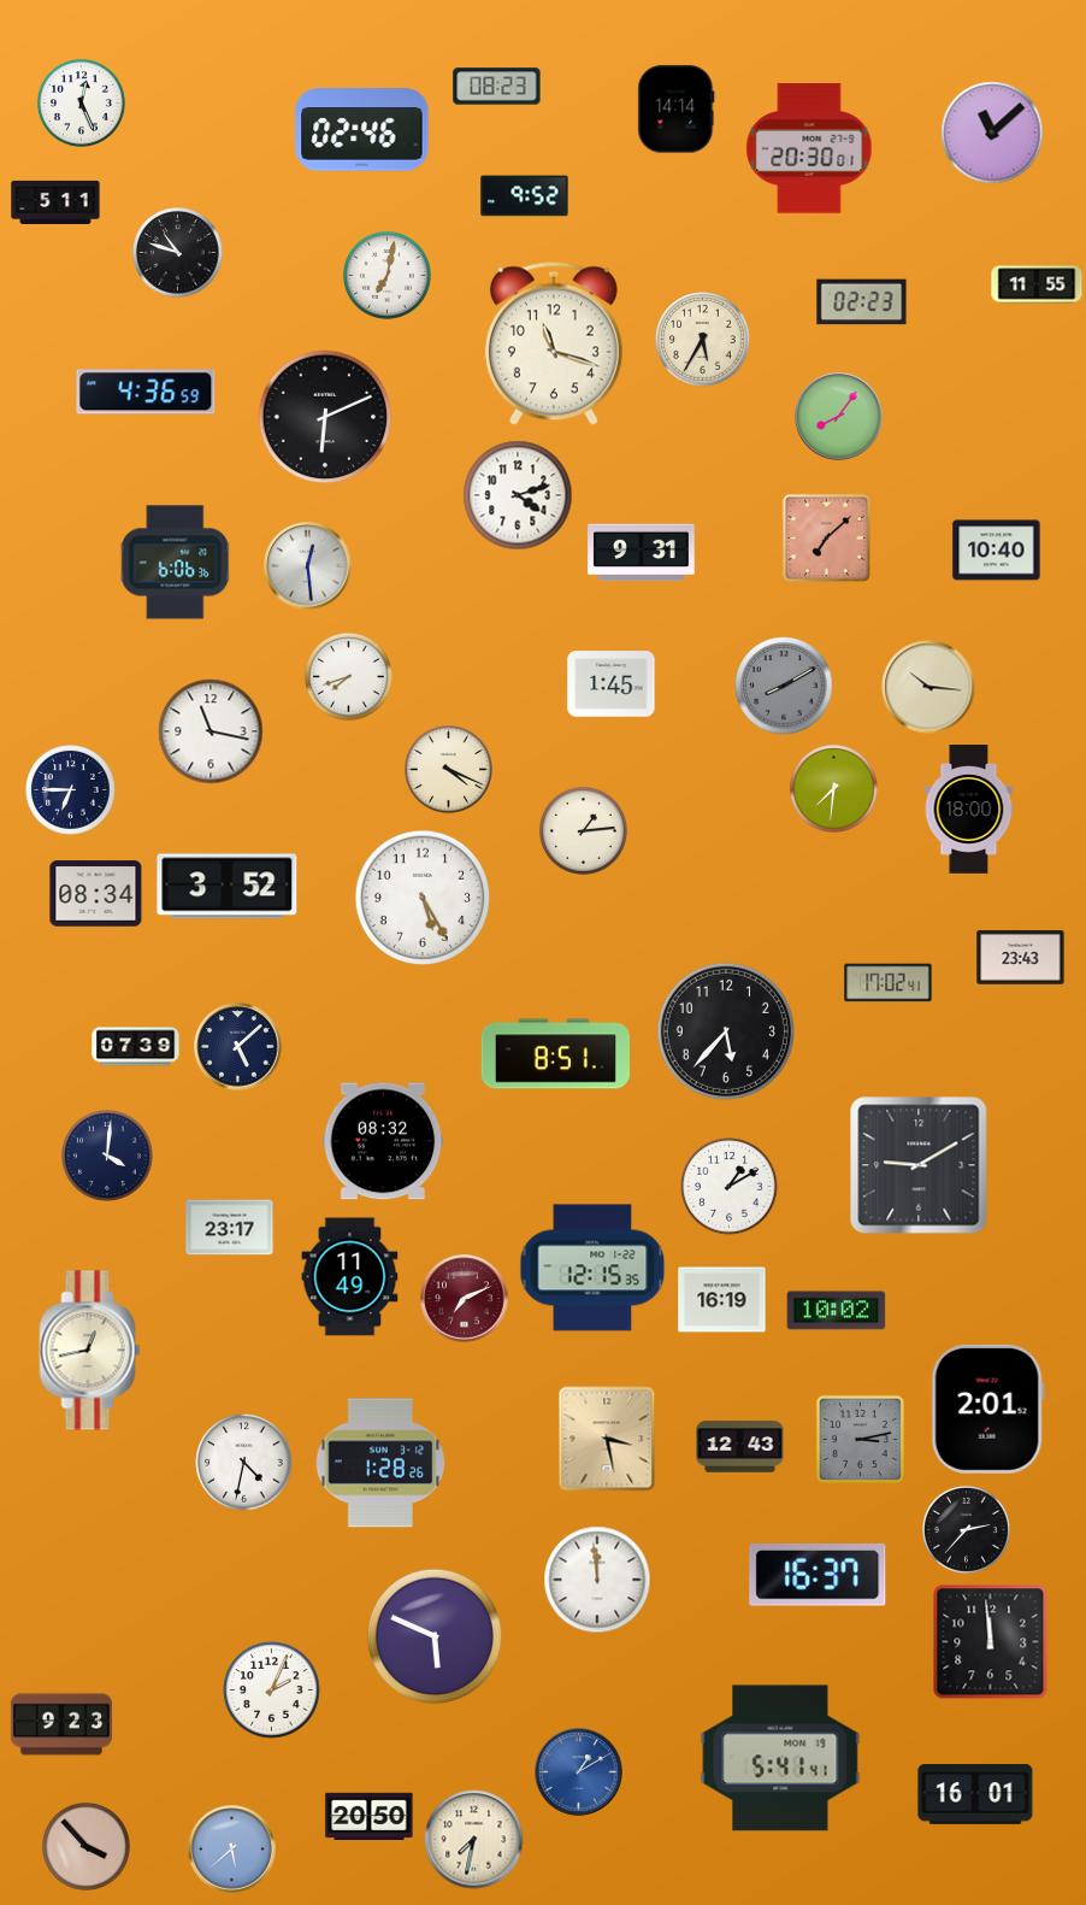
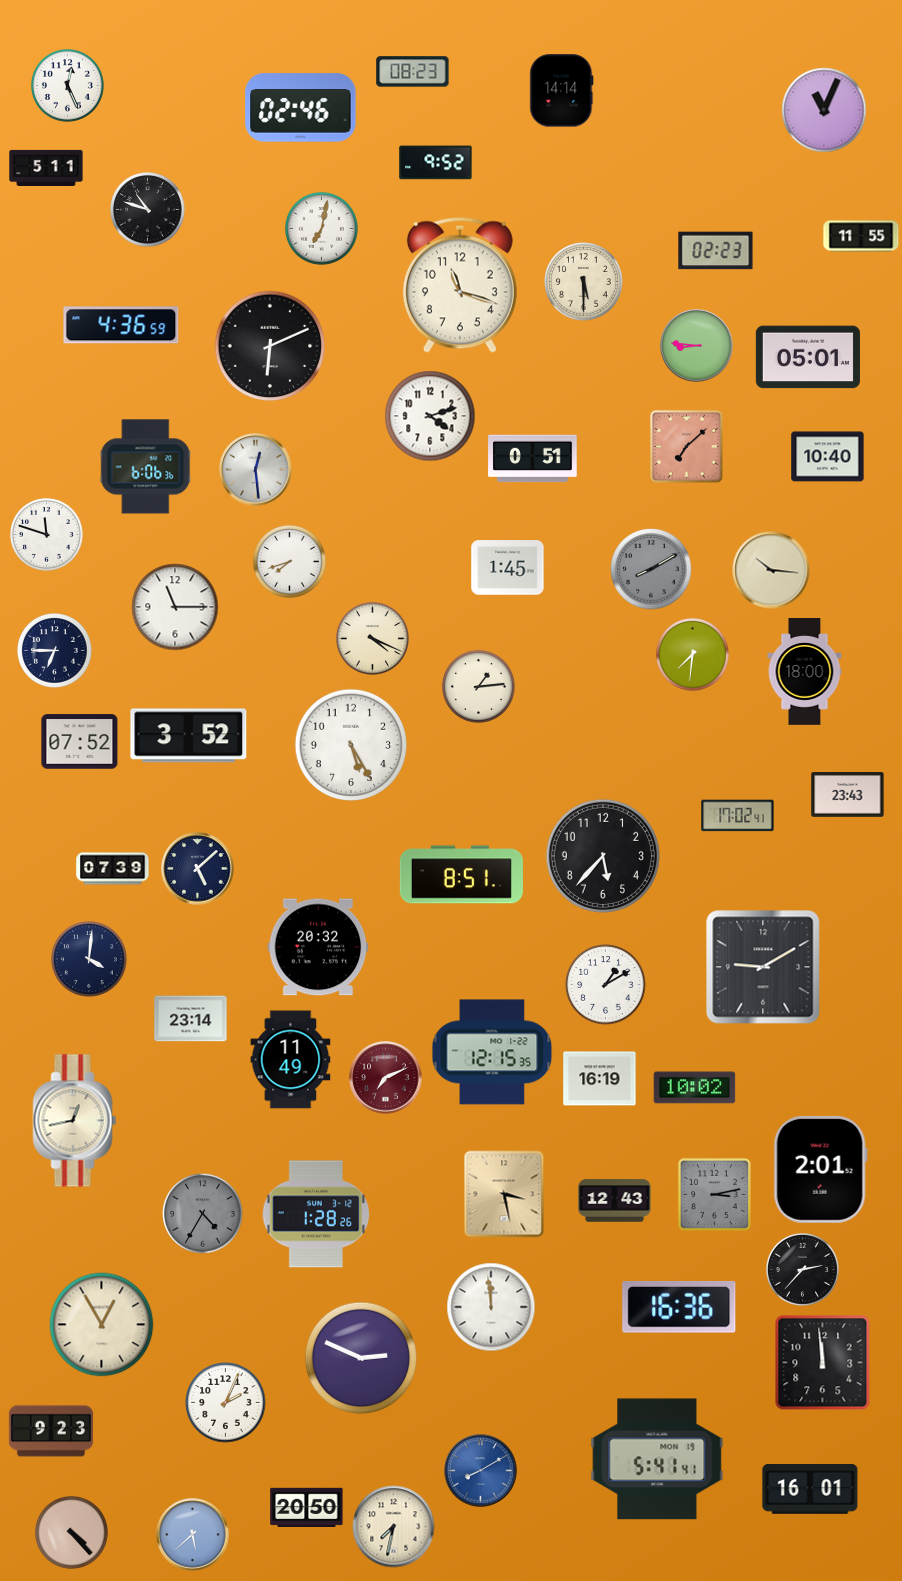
clock at (992, 133): 11:08 -> 11:04
clock at (809, 148): 20:30 -> none
clock at (703, 340): 5:35 -> 5:30
clock at (839, 417): 8:06 -> 8:46
clock at (808, 357): none -> 05:01
clock at (518, 495) position: (518, 495) -> (430, 416)
clock at (642, 553): 9:31 -> 0:51
clock at (46, 534): none -> 11:48
clock at (211, 731): 11:17 -> 11:15
clock at (71, 790) position: (71, 790) -> (55, 651)
clock at (583, 830) position: (583, 830) -> (478, 686)
clock at (96, 894): 08:34 -> 07:52
clock at (383, 1141): 08:32 -> 20:32
clock at (230, 1228): 23:17 -> 23:14
clock at (244, 1463): 4:32 -> 4:35
clock at (244, 1463) dial: white -> grey
clock at (818, 1576): 16:37 -> 16:36
clock at (597, 1580) position: (597, 1580) -> (491, 1307)
clock at (102, 1325): none -> 12:55
clock at (433, 1635): 5:49 -> 2:49
clock at (780, 1758) position: (780, 1758) -> (657, 1459)
clock at (579, 1772): 1:10 -> 8:10
clock at (85, 1846): 3:53 -> 4:23
